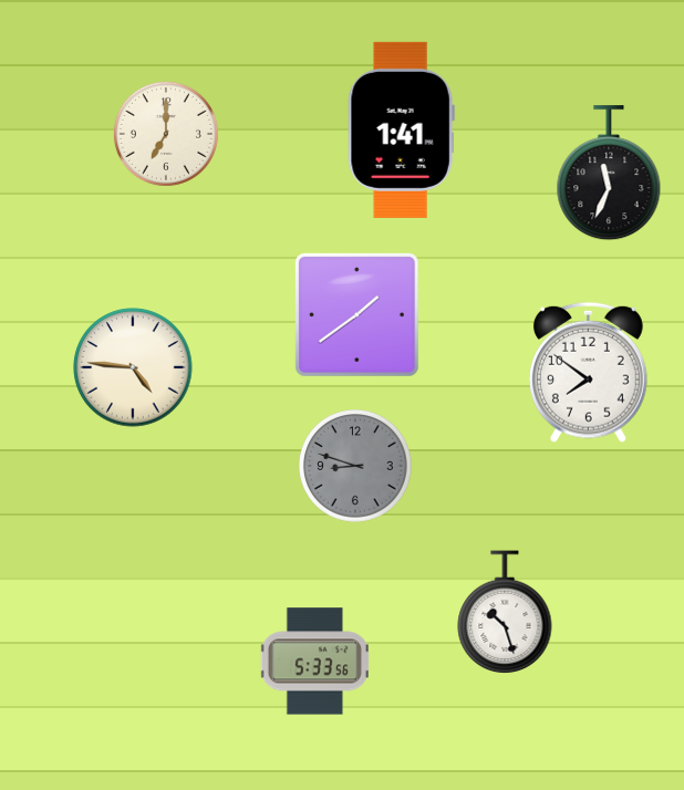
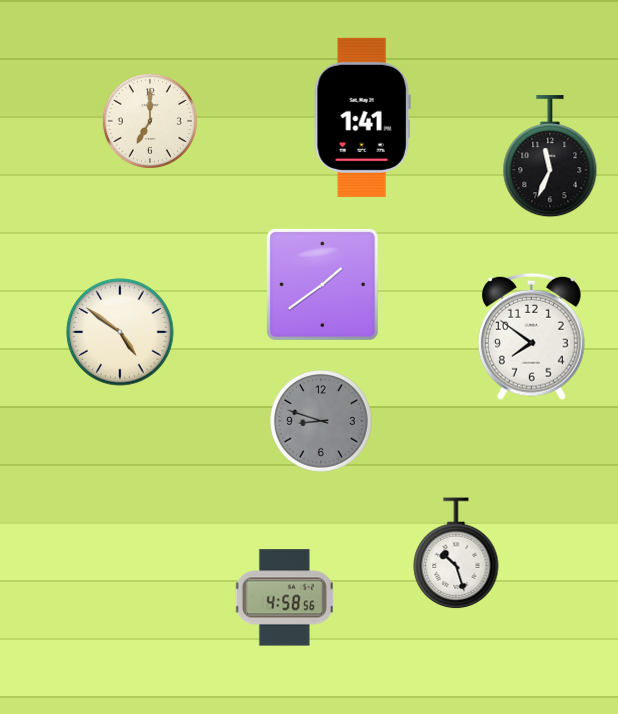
clock at (133, 367): 4:46 -> 4:51
clock at (314, 662): 5:33 -> 4:58
